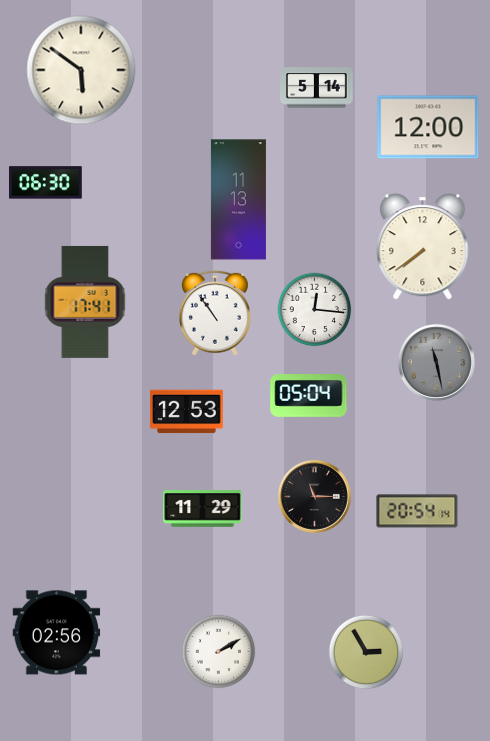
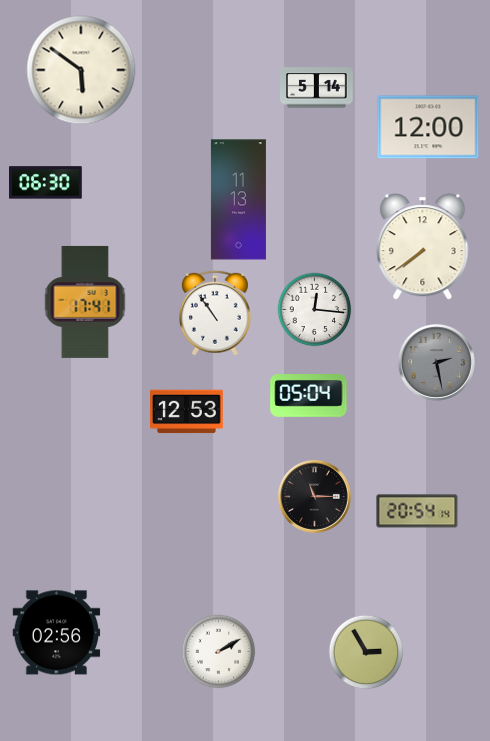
clock at (436, 362): 11:28 -> 2:28
clock at (203, 509): 11:29 -> none
